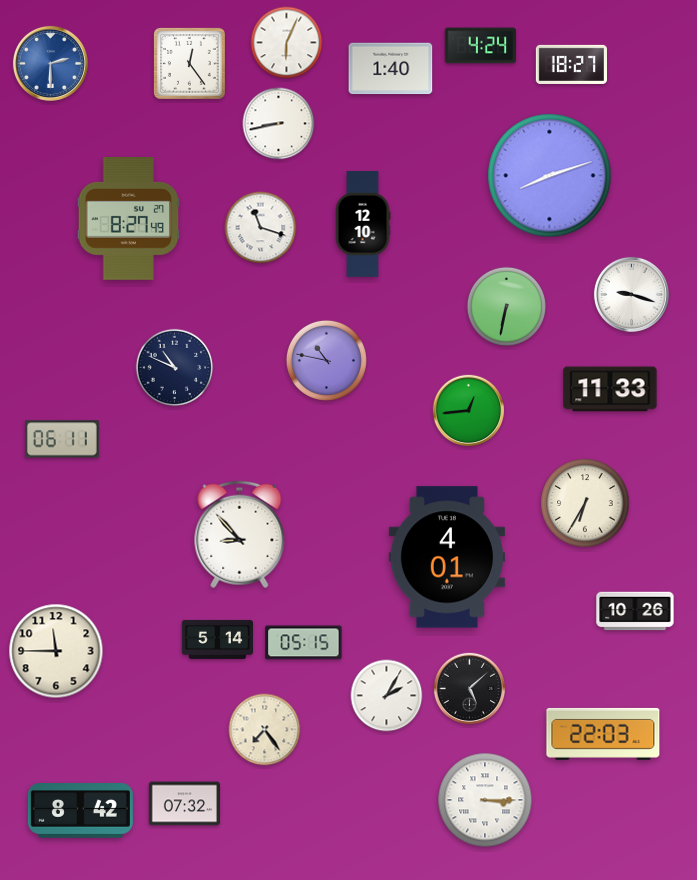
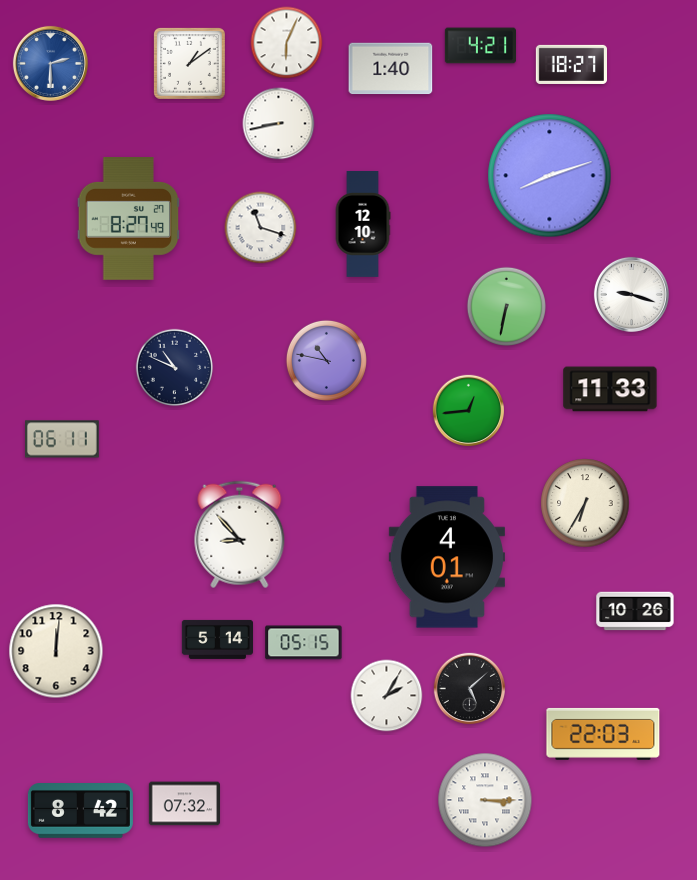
clock at (480, 46): 4:24 -> 4:21
clock at (189, 63): 12:24 -> 1:09
clock at (56, 651): 11:45 -> 12:01
clock at (265, 730): 7:24 -> none
